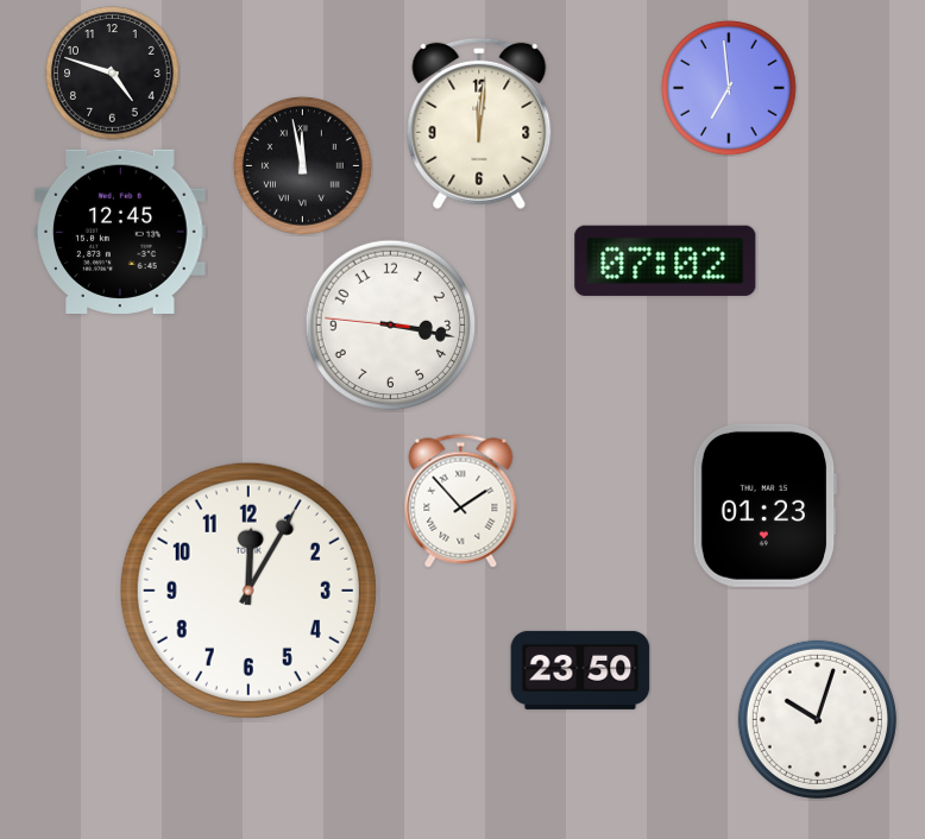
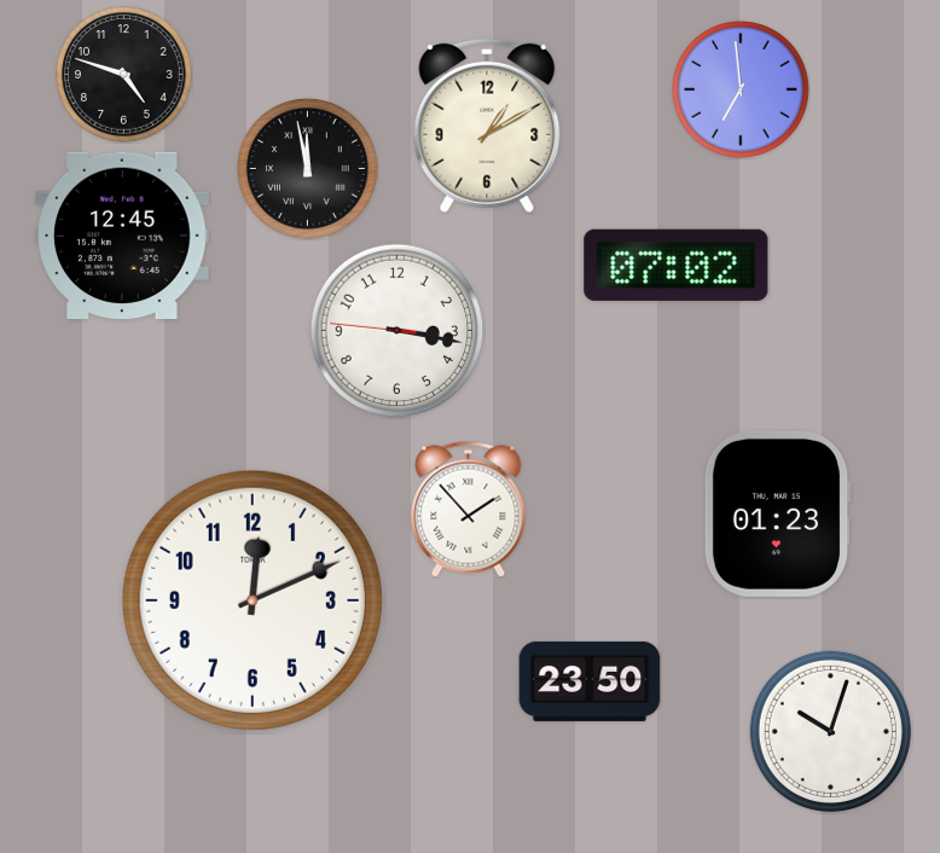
clock at (113, 74) position: (113, 74) -> (124, 75)
clock at (479, 124): 12:01 -> 1:10
clock at (248, 591): 12:05 -> 12:11
